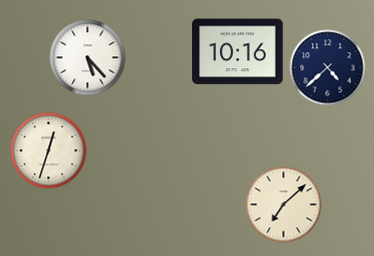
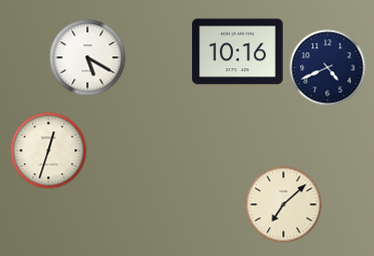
clock at (88, 58): 5:23 -> 5:20
clock at (328, 68): 4:38 -> 4:41
